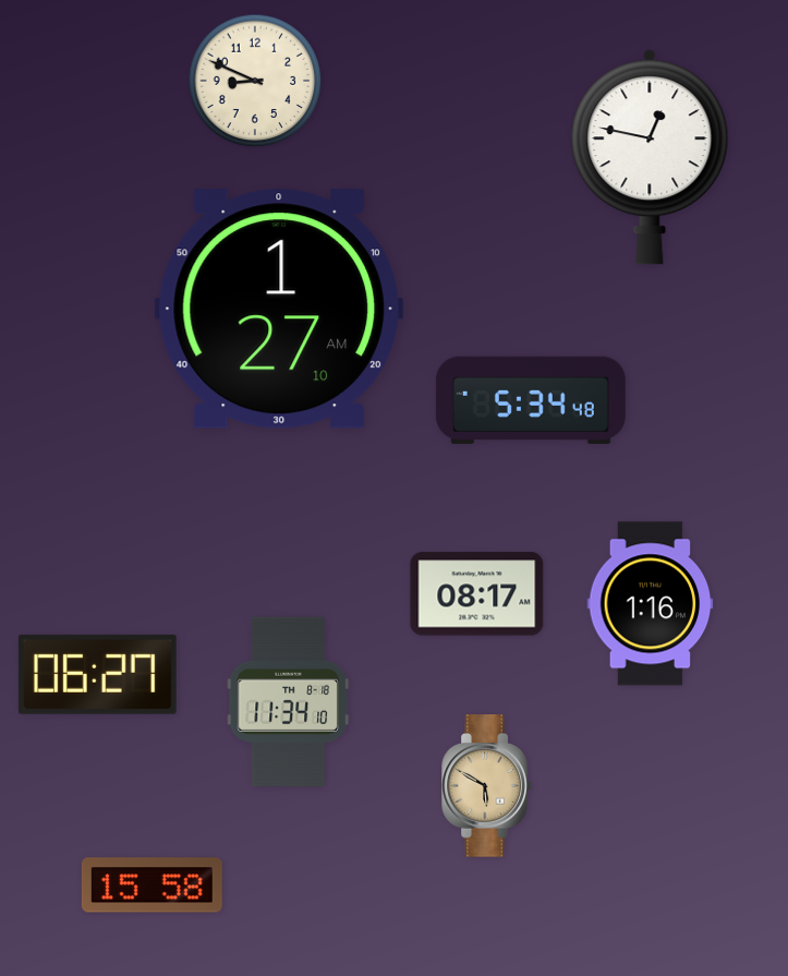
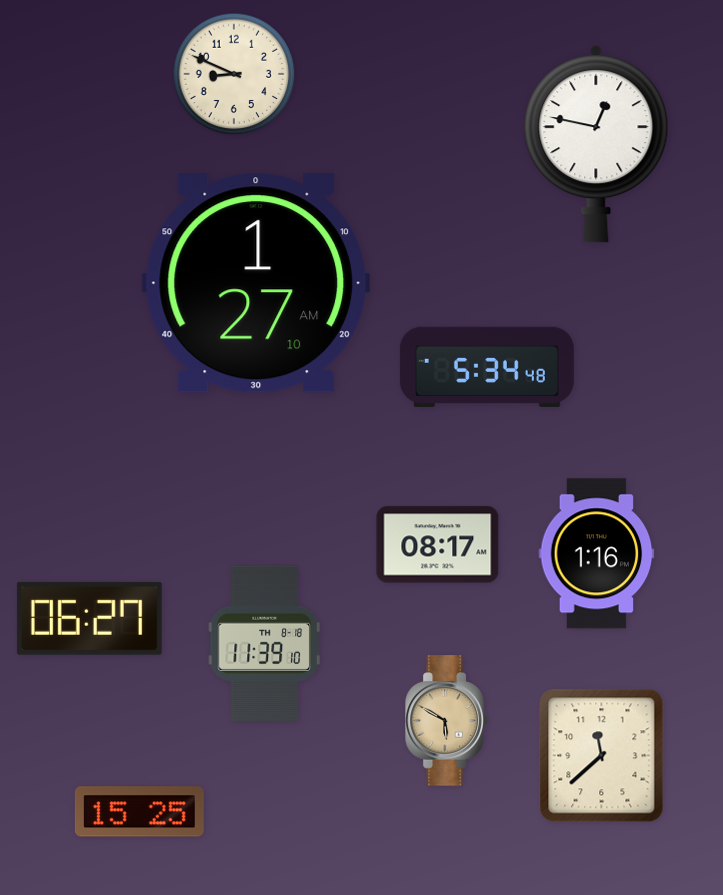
clock at (288, 701): 11:34 -> 11:39
clock at (602, 756): none -> 11:38
clock at (151, 885): 15:58 -> 15:25
